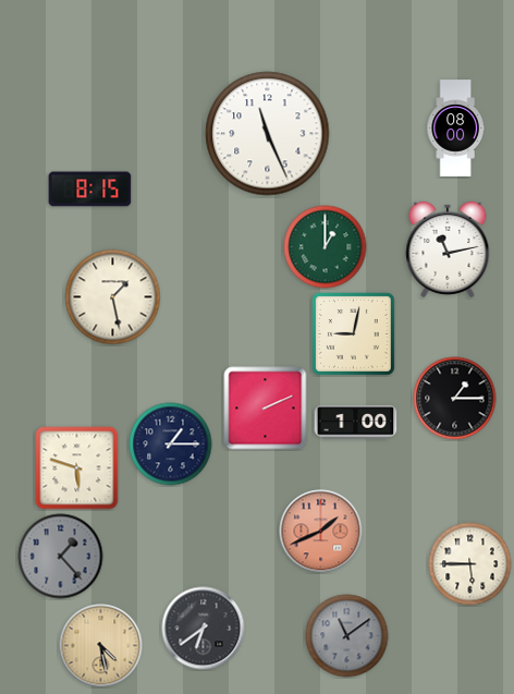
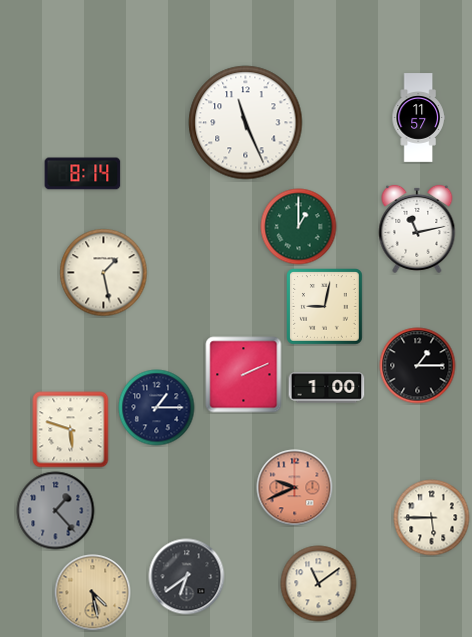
clock at (455, 129): 08:00 -> 11:57
clock at (90, 190): 8:15 -> 8:14
clock at (448, 249) position: (448, 249) -> (417, 229)
clock at (321, 532): 1:41 -> 9:41
clock at (347, 636) dial: grey -> cream
